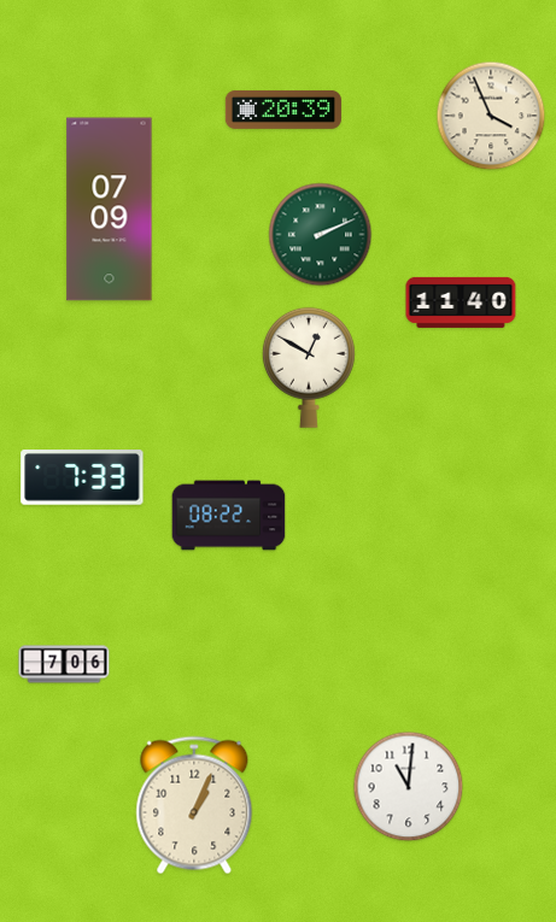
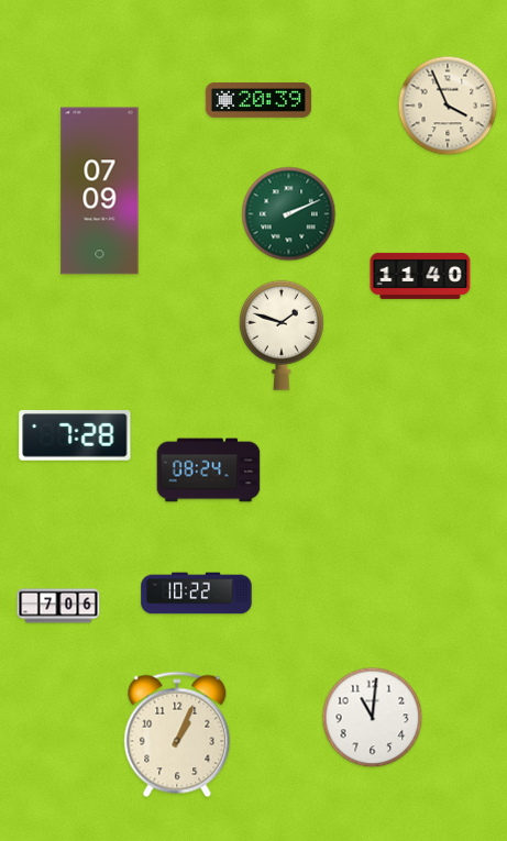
clock at (321, 235) position: (321, 235) -> (289, 214)
clock at (309, 368): 12:50 -> 1:48
clock at (82, 478): 7:33 -> 7:28
clock at (229, 516): 08:22 -> 08:24
clock at (197, 594): none -> 10:22
